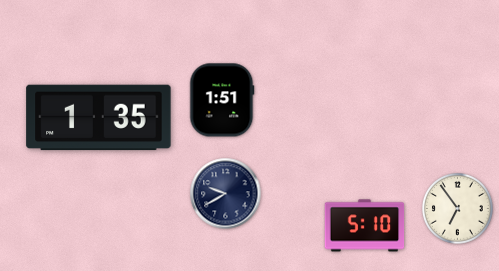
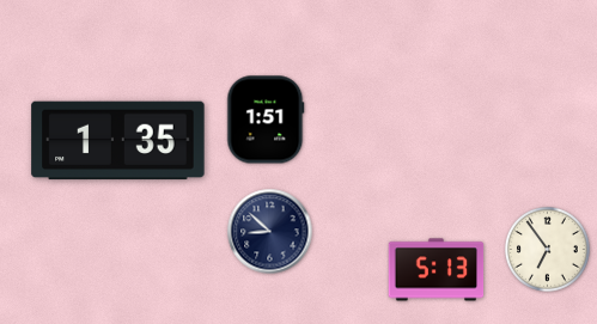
clock at (226, 194): 9:40 -> 8:52
clock at (365, 226): 5:10 -> 5:13
